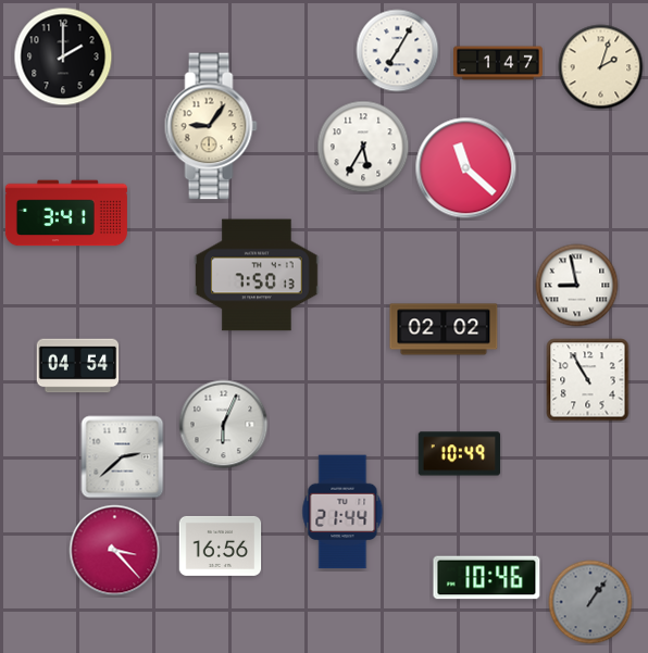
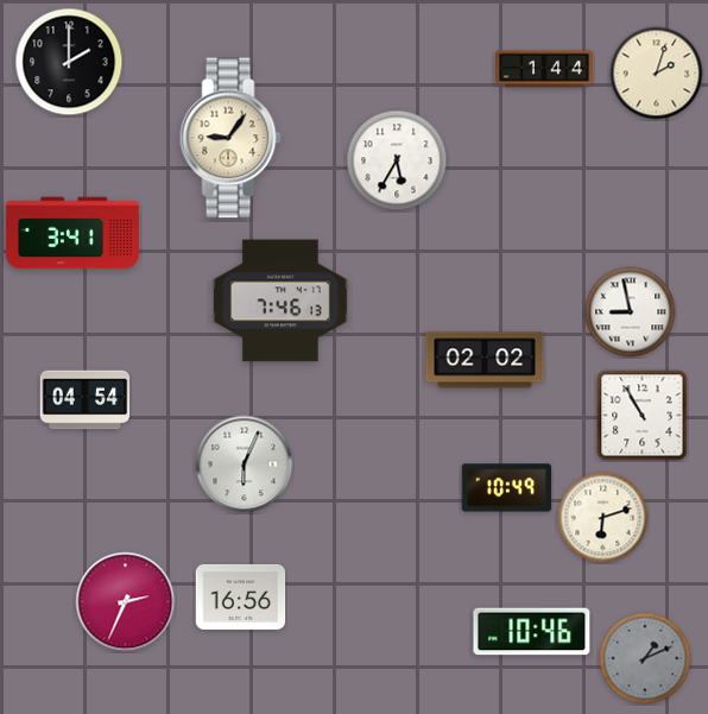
clock at (398, 51): 7:05 -> none
clock at (499, 63): 1:47 -> 1:44
clock at (466, 168): 11:22 -> none
clock at (257, 275): 7:50 -> 7:46
clock at (460, 454) position: (460, 454) -> (507, 488)
clock at (123, 457): 2:38 -> none
clock at (603, 518): none -> 6:12
clock at (342, 512): 21:44 -> none
clock at (115, 551): 3:23 -> 2:34
clock at (590, 602): 1:06 -> 1:11
